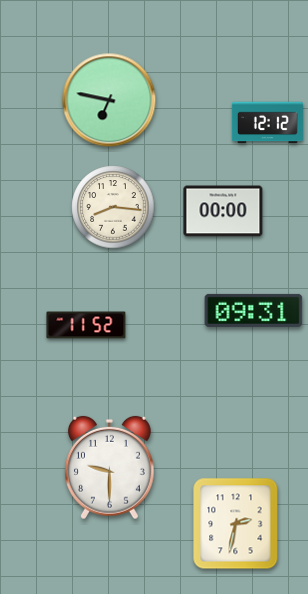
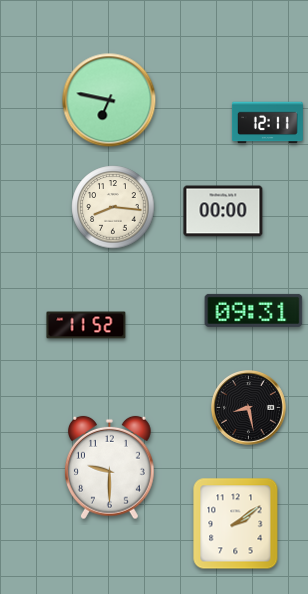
clock at (267, 123): 12:12 -> 12:11
clock at (249, 408): none -> 8:28
clock at (236, 524): 2:32 -> 2:09
